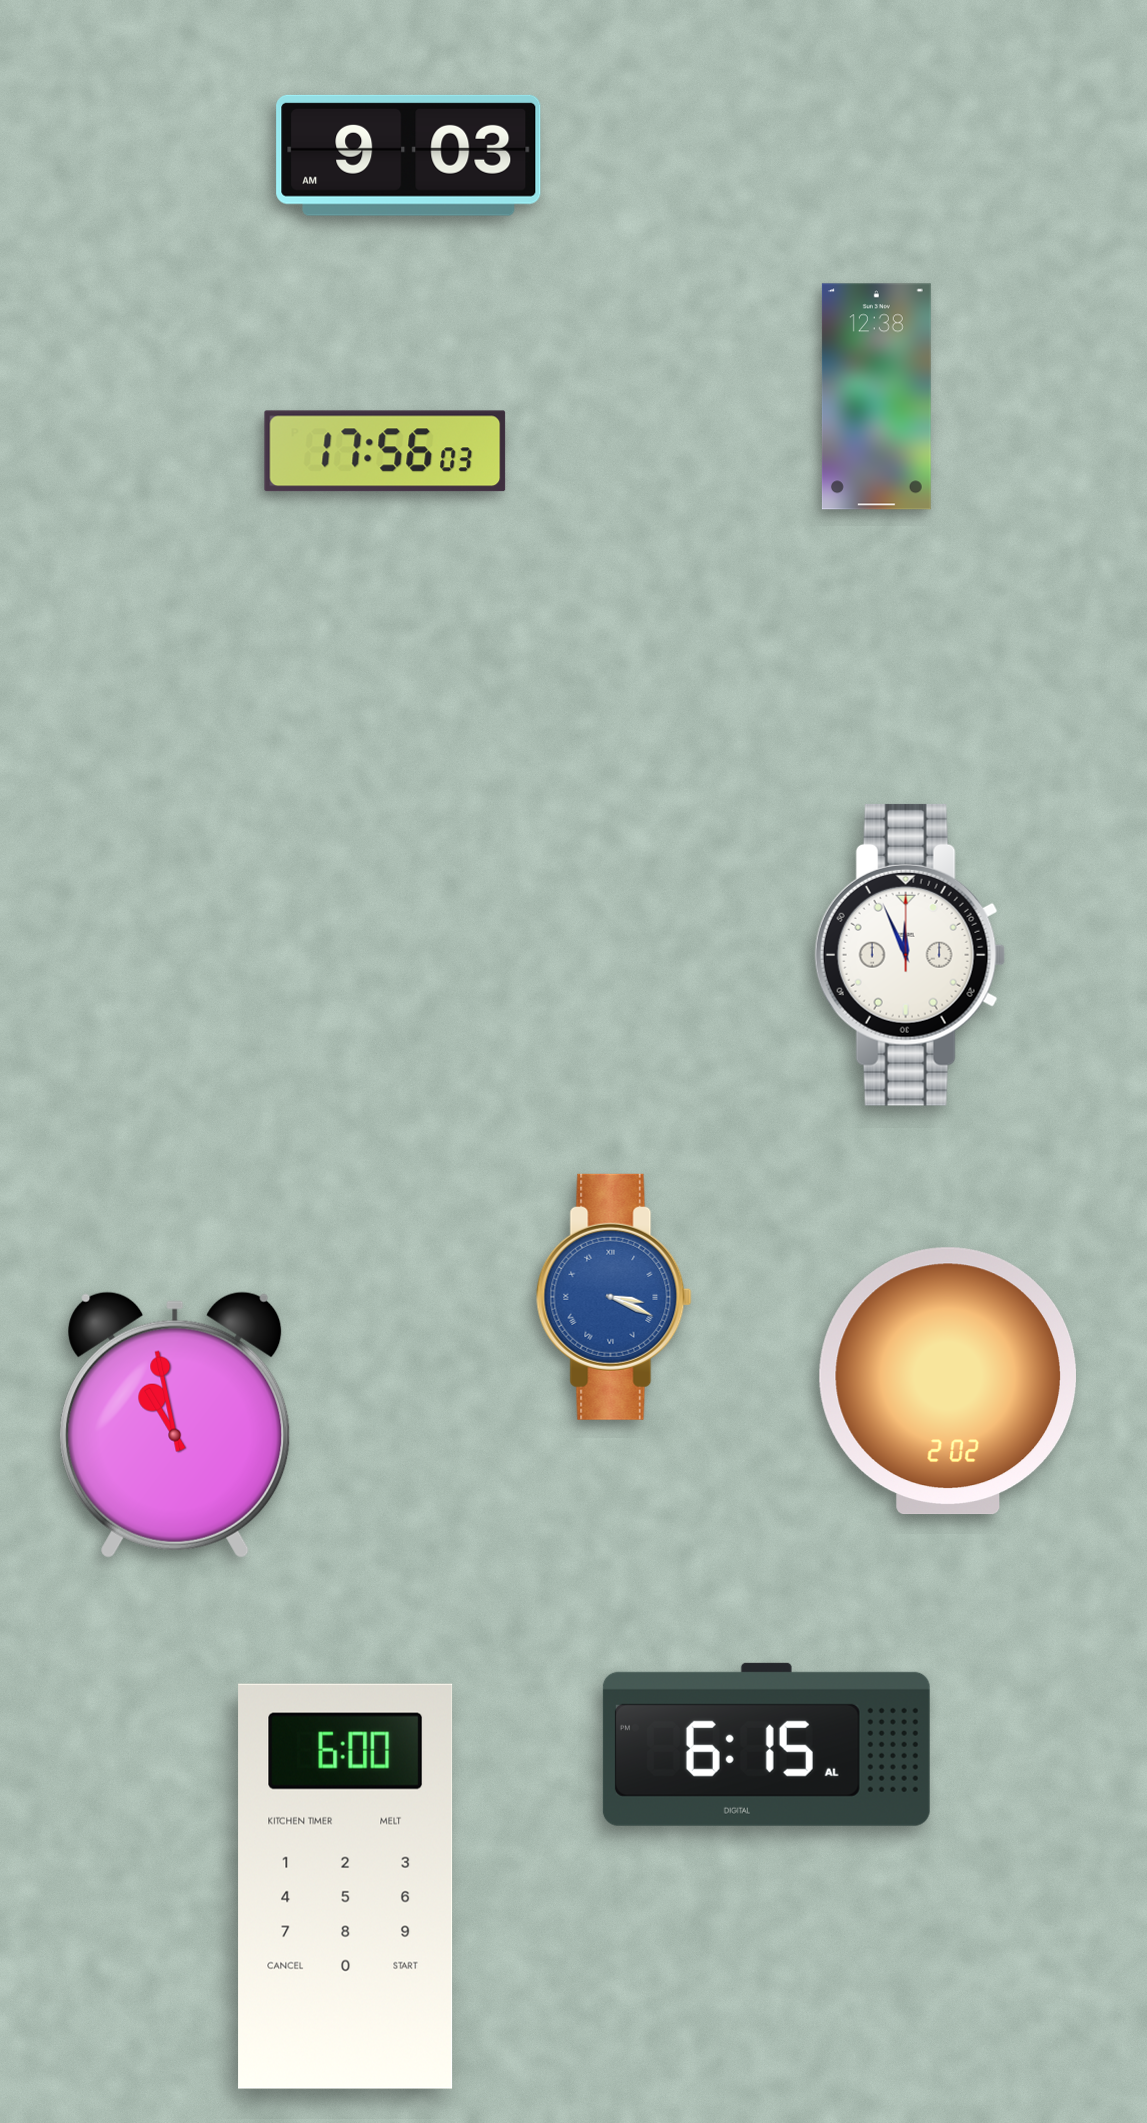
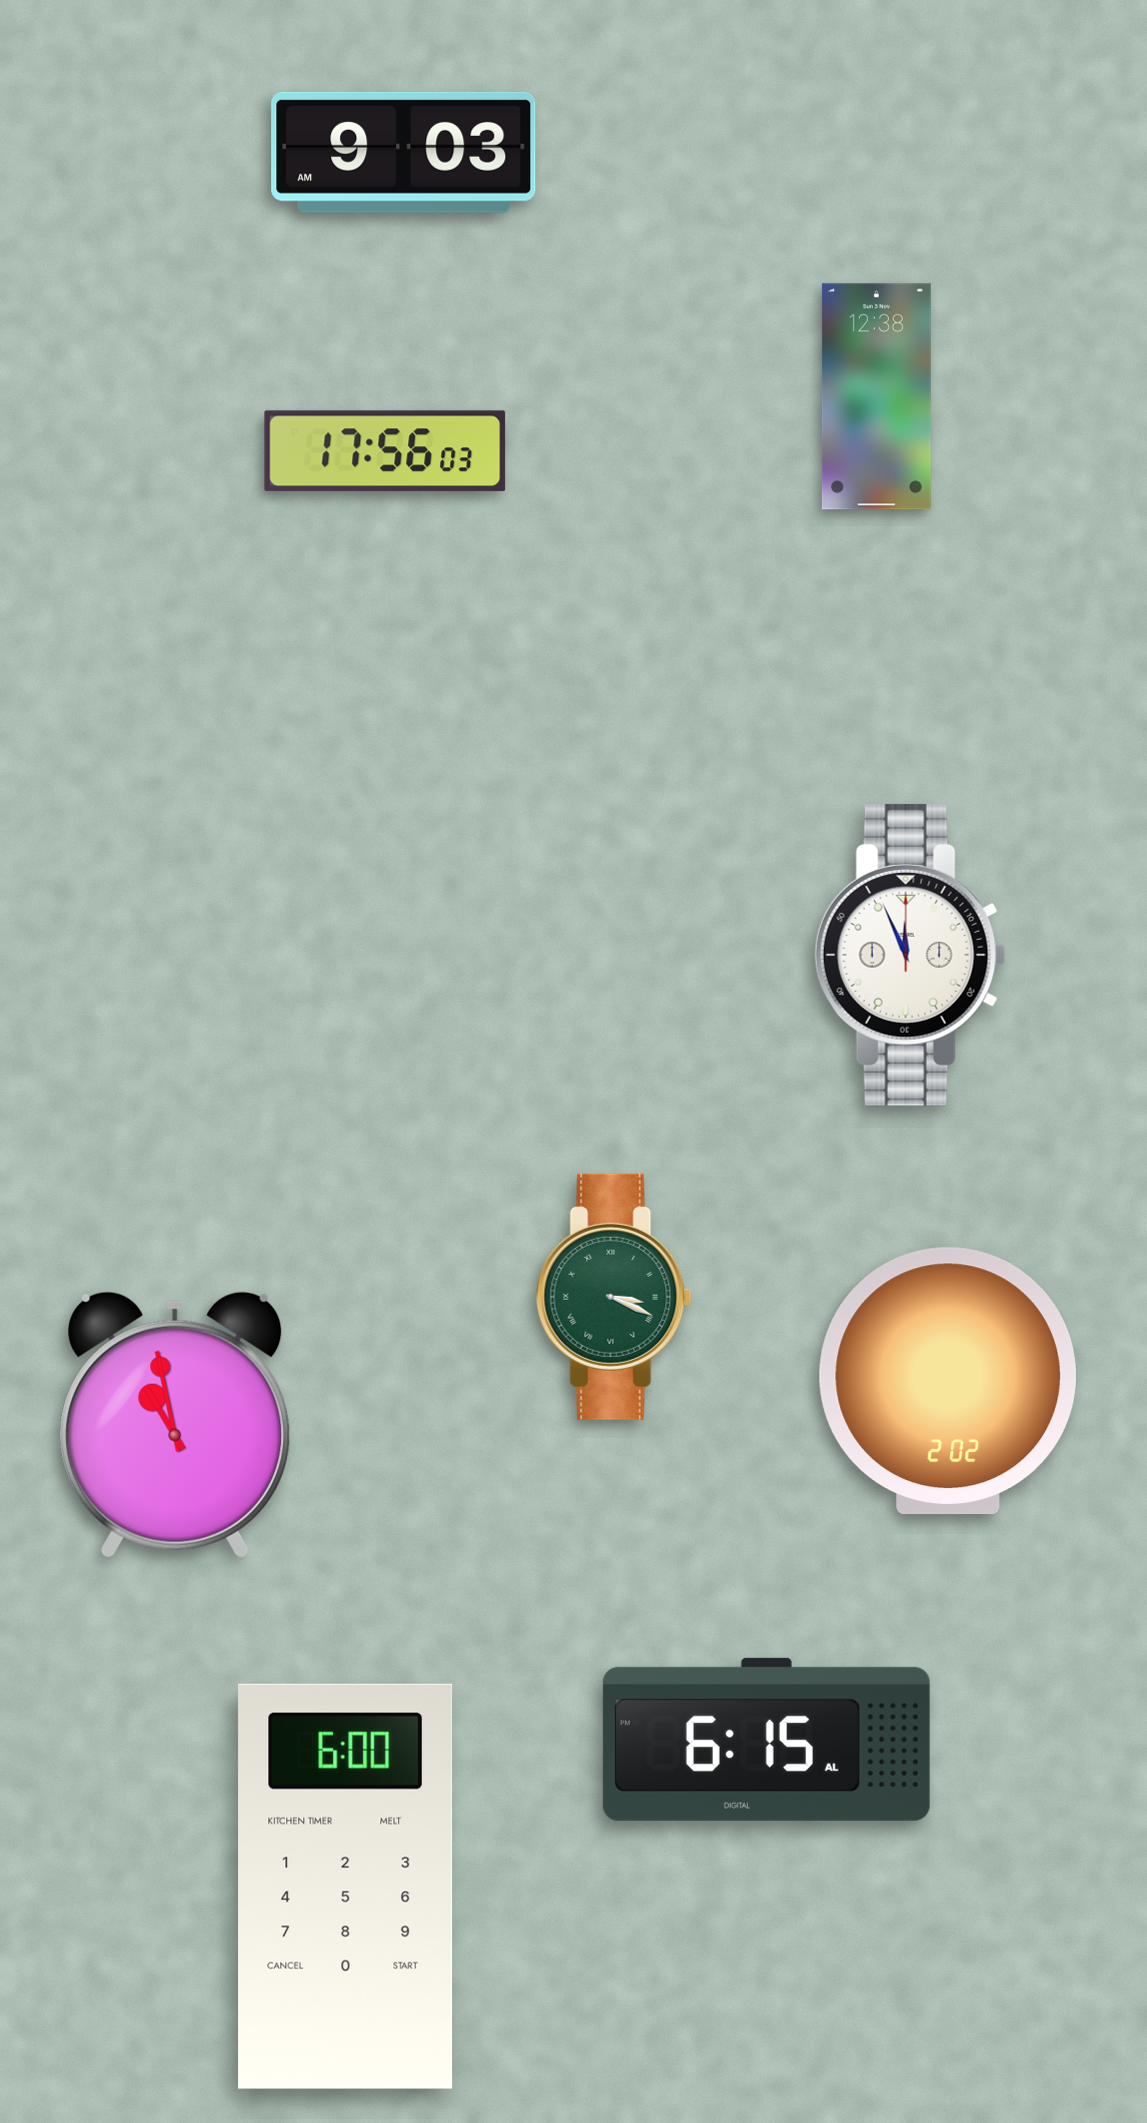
clock at (409, 155) position: (409, 155) -> (404, 152)
clock at (614, 1297) dial: blue -> green
clock at (766, 1744) position: (766, 1744) -> (766, 1739)
